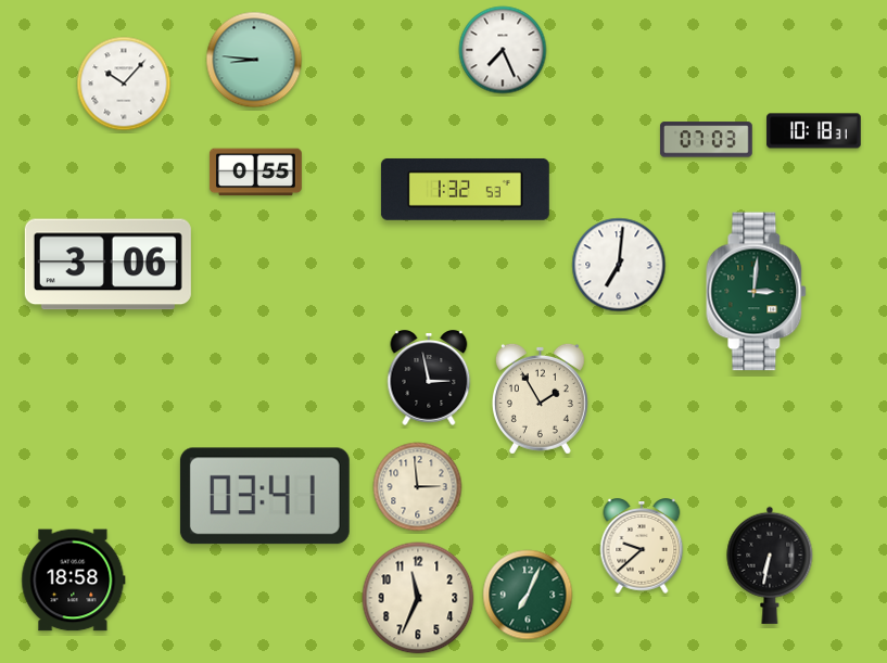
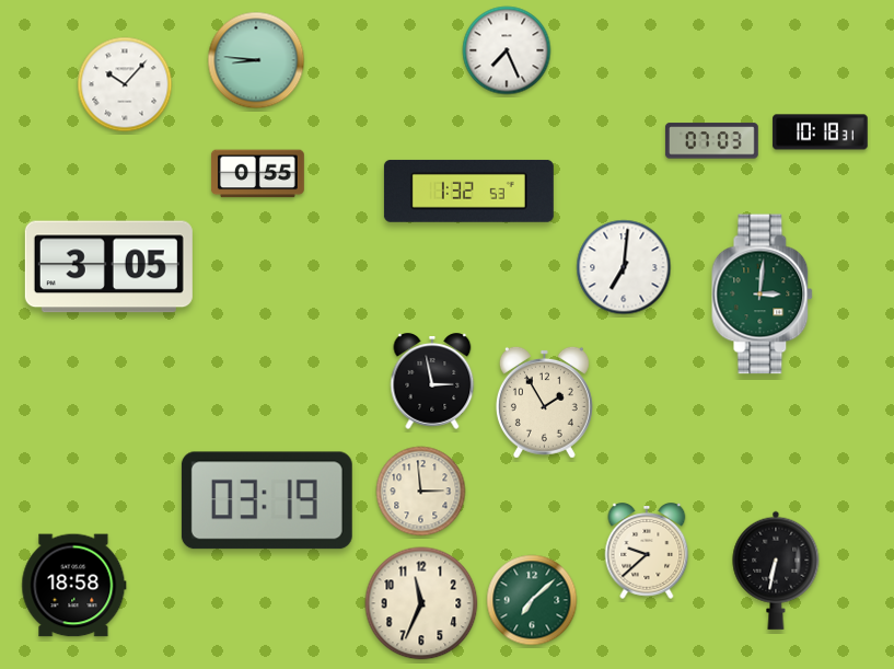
clock at (107, 265): 3:06 -> 3:05
clock at (265, 496): 03:41 -> 03:19
clock at (528, 595): 7:04 -> 7:08
